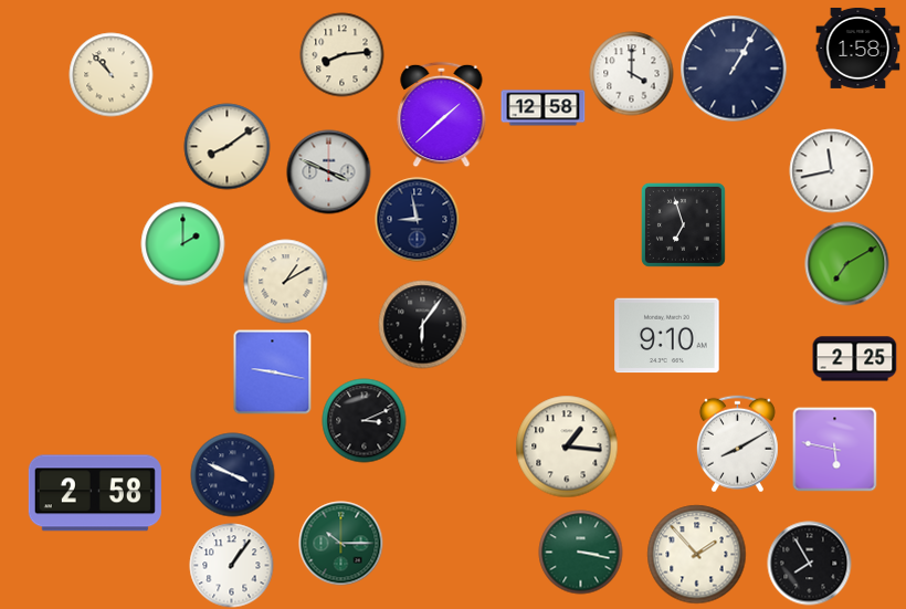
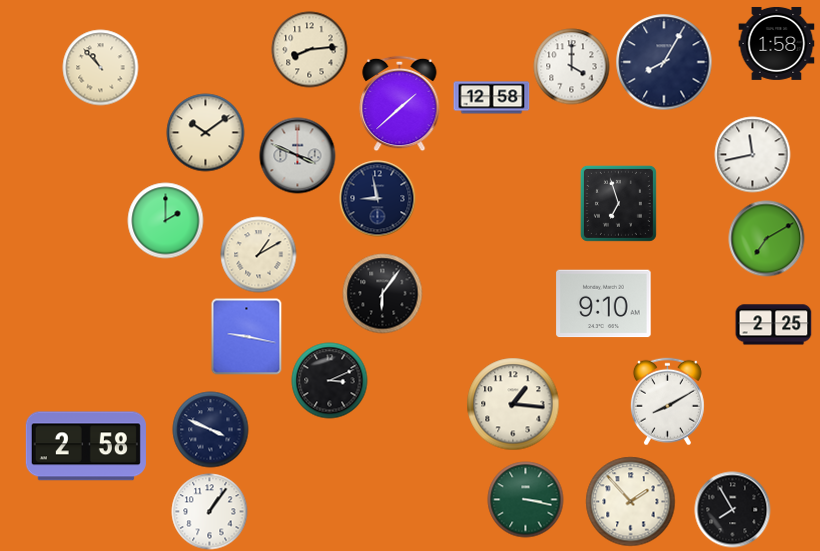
clock at (734, 69): 1:05 -> 8:05
clock at (228, 147): 8:09 -> 10:09
clock at (835, 450): 5:47 -> none
clock at (341, 544): 10:15 -> none
